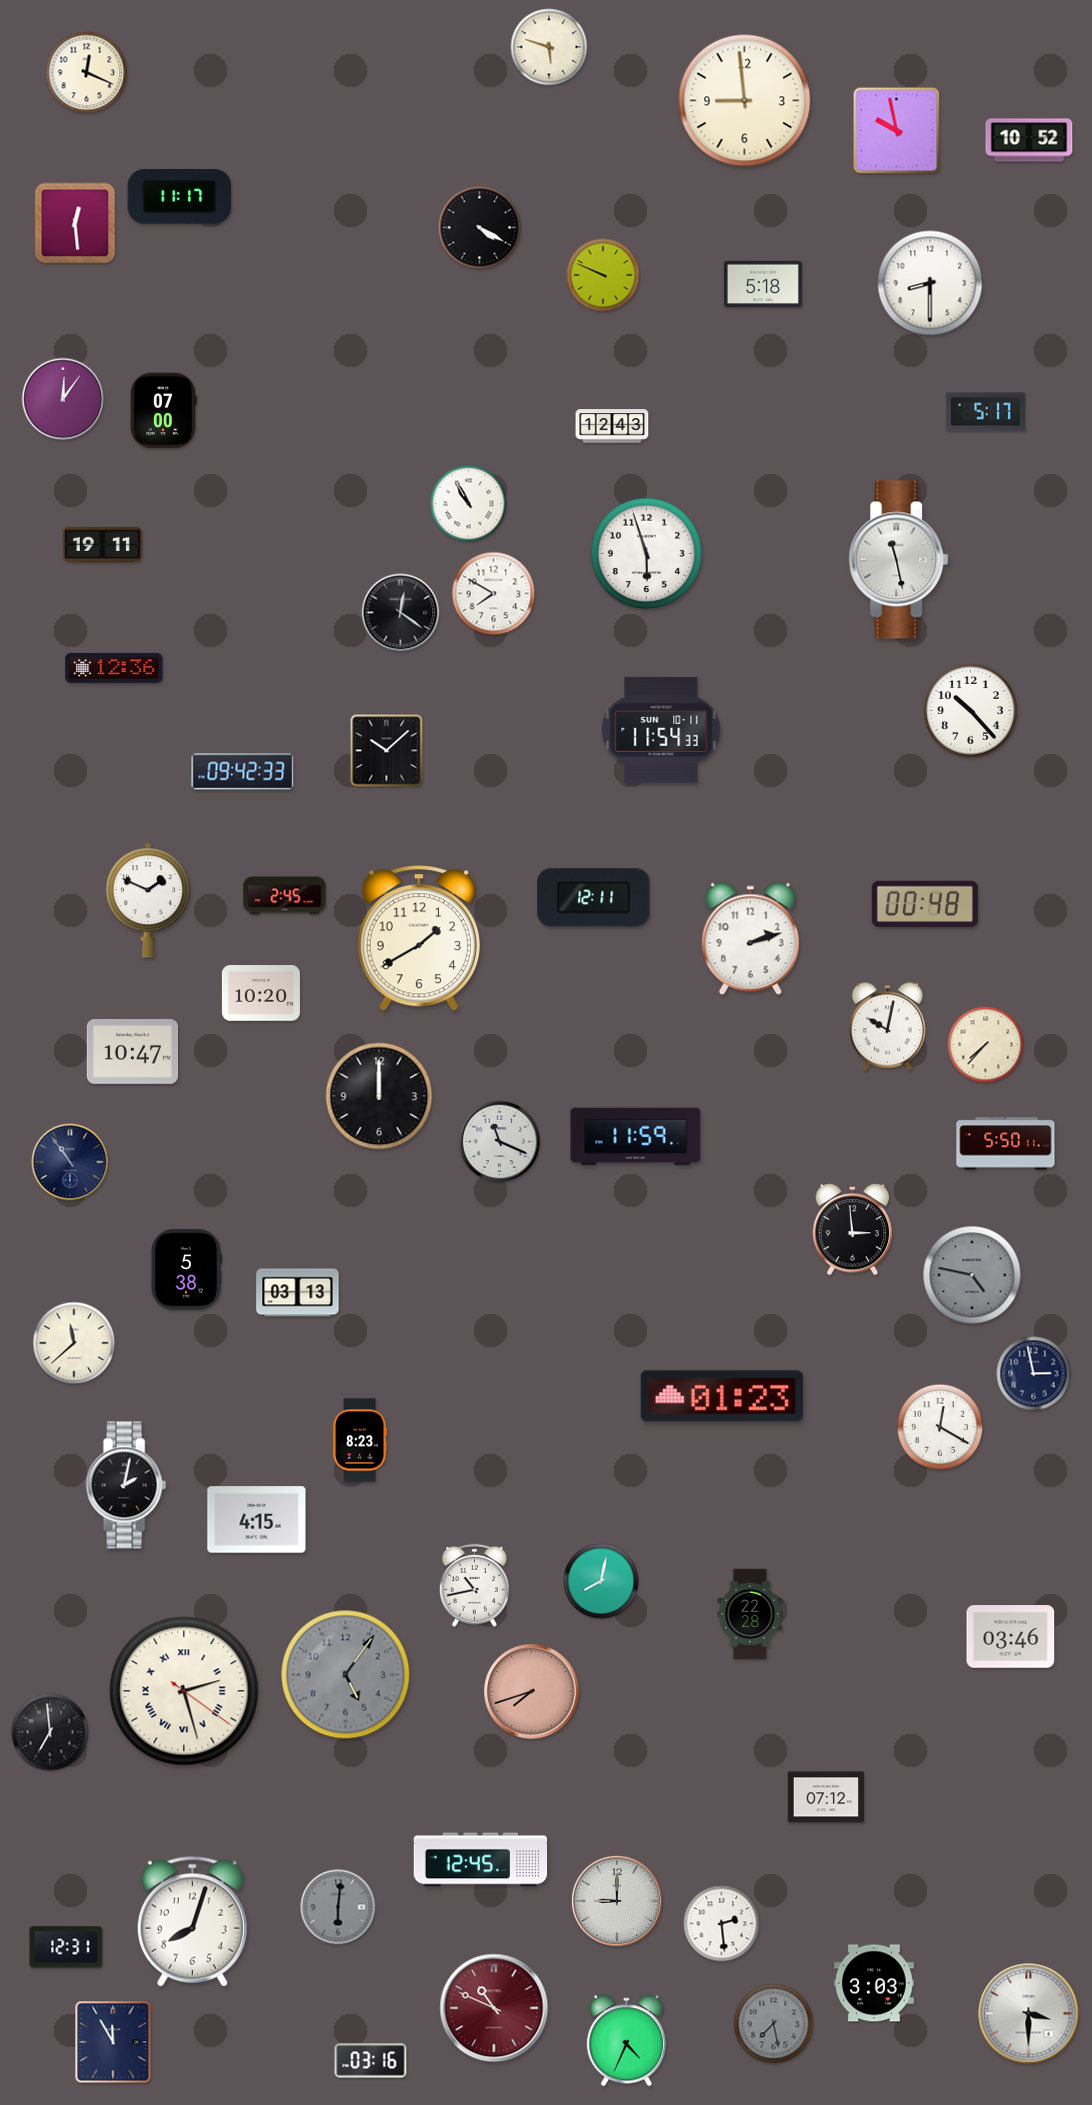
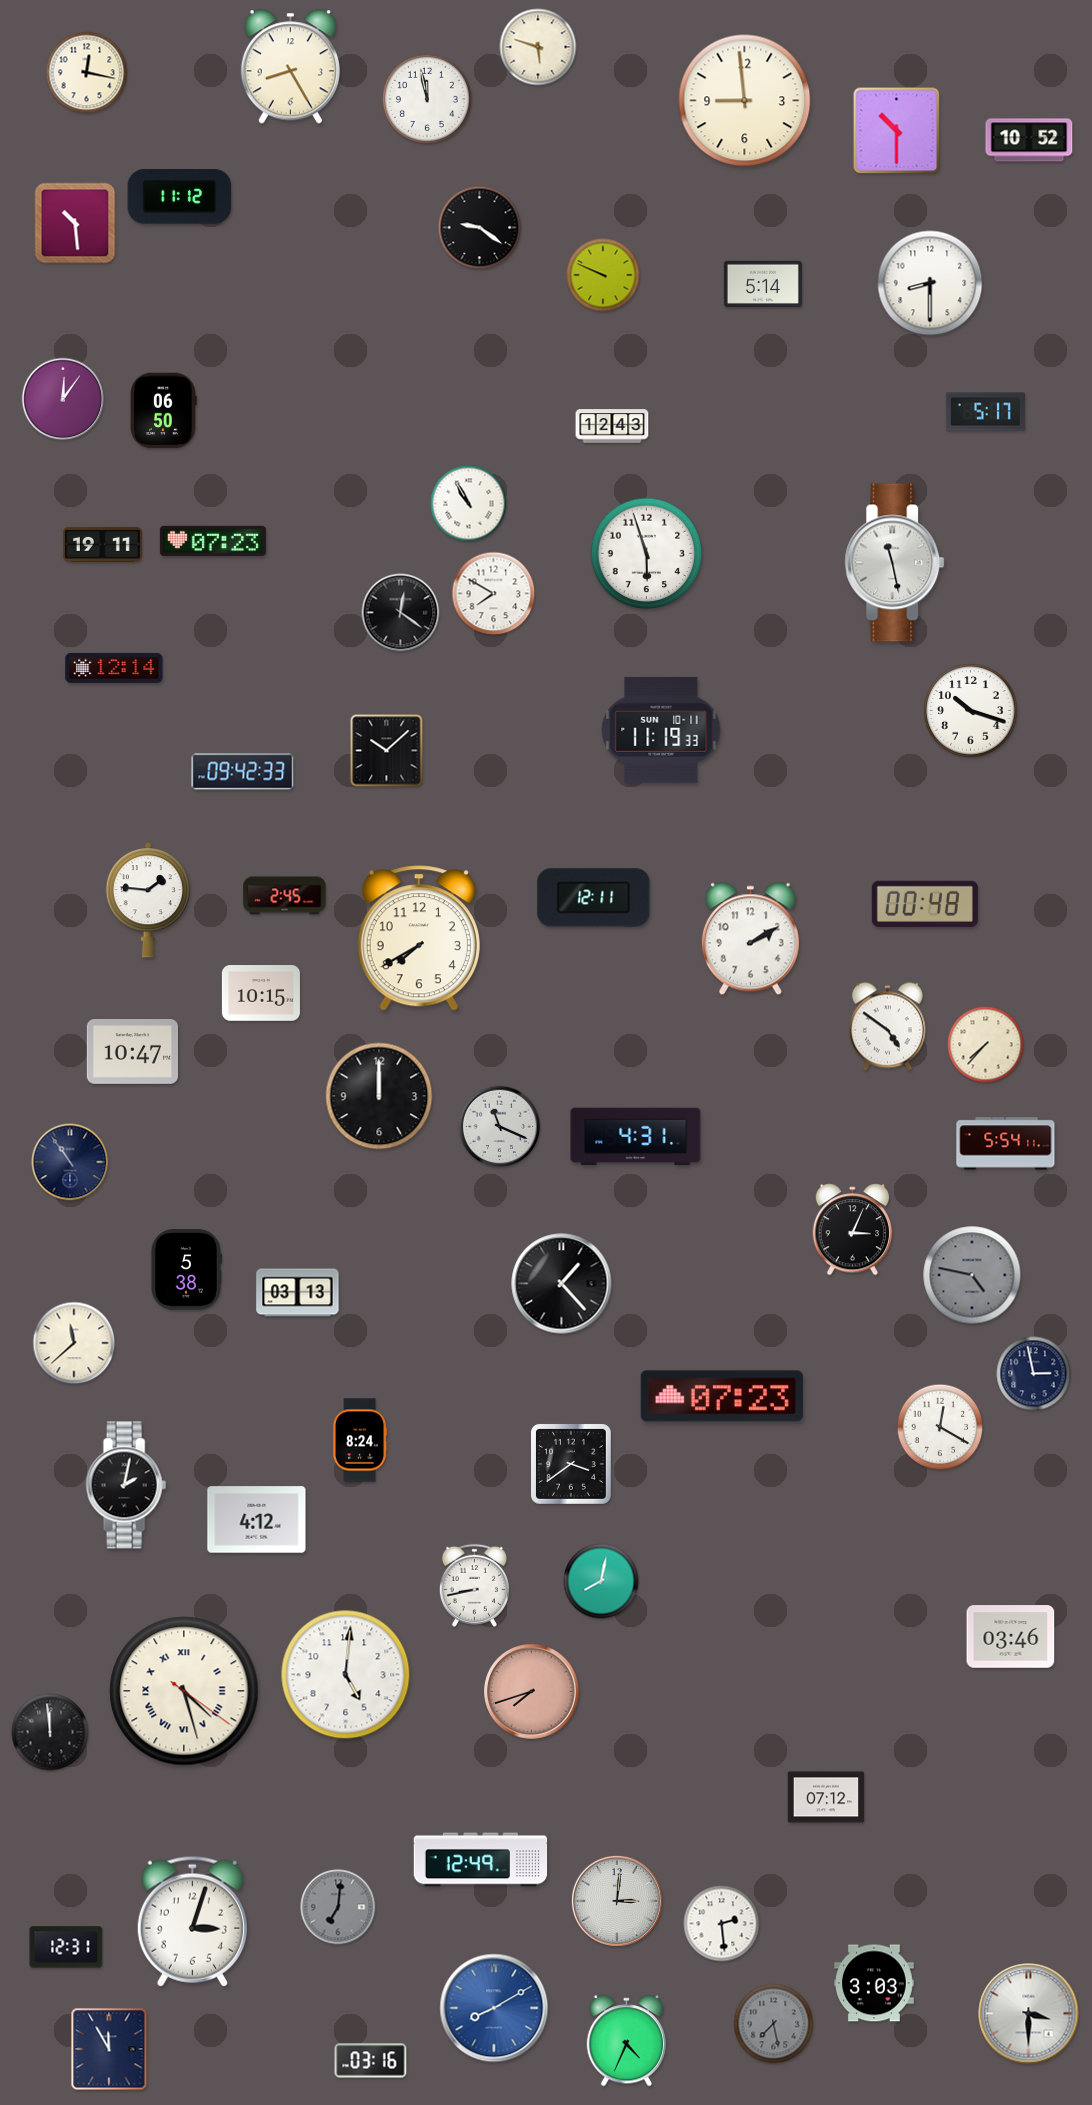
clock at (549, 47) position: (549, 47) -> (538, 47)
clock at (290, 67): none -> 8:25
clock at (87, 73): 12:19 -> 12:17
clock at (427, 99): none -> 11:58
clock at (897, 131): 9:58 -> 10:30
clock at (180, 197): 11:17 -> 11:12
clock at (75, 223): 12:29 -> 10:29
clock at (480, 228): 4:20 -> 9:21
clock at (763, 284): 5:18 -> 5:14
clock at (164, 411): 07:00 -> 06:50
clock at (213, 541): none -> 07:23
clock at (899, 560) position: (899, 560) -> (895, 563)
clock at (114, 668): 12:36 -> 12:14
clock at (971, 711): 10:23 -> 10:18
clock at (661, 730): 11:54 -> 11:19
clock at (148, 900): 1:49 -> 1:46
clock at (419, 938): 1:40 -> 7:40
clock at (750, 939): 2:12 -> 2:10
clock at (261, 993): 10:20 -> 10:15
clock at (887, 1027): 10:02 -> 4:51
clock at (636, 1137): 11:59 -> 4:31
clock at (500, 1142) position: (500, 1142) -> (500, 1127)
clock at (1006, 1144): 5:50 -> 5:54
clock at (853, 1230): 2:59 -> 3:04
clock at (562, 1284): none -> 1:23
clock at (722, 1396): 01:23 -> 07:23
clock at (360, 1440): 8:23 -> 8:24
clock at (571, 1464): none -> 3:39
clock at (257, 1520): 4:15 -> 4:12
clock at (474, 1585): 10:43 -> 8:43
clock at (750, 1614): 22:28 -> none
clock at (346, 1675): 5:06 -> 5:01
clock at (346, 1675) dial: grey -> white
clock at (184, 1691): 2:27 -> 4:27
clock at (50, 1732): 6:59 -> 11:59
clock at (481, 1860): 12:45 -> 12:49
clock at (617, 1901): 9:00 -> 3:01
clock at (338, 1907): 6:01 -> 7:01
clock at (192, 1921): 8:03 -> 3:03
clock at (494, 2008): 10:49 -> 8:10
clock at (494, 2008) dial: burgundy -> blue
clock at (113, 2042) position: (113, 2042) -> (109, 2049)
